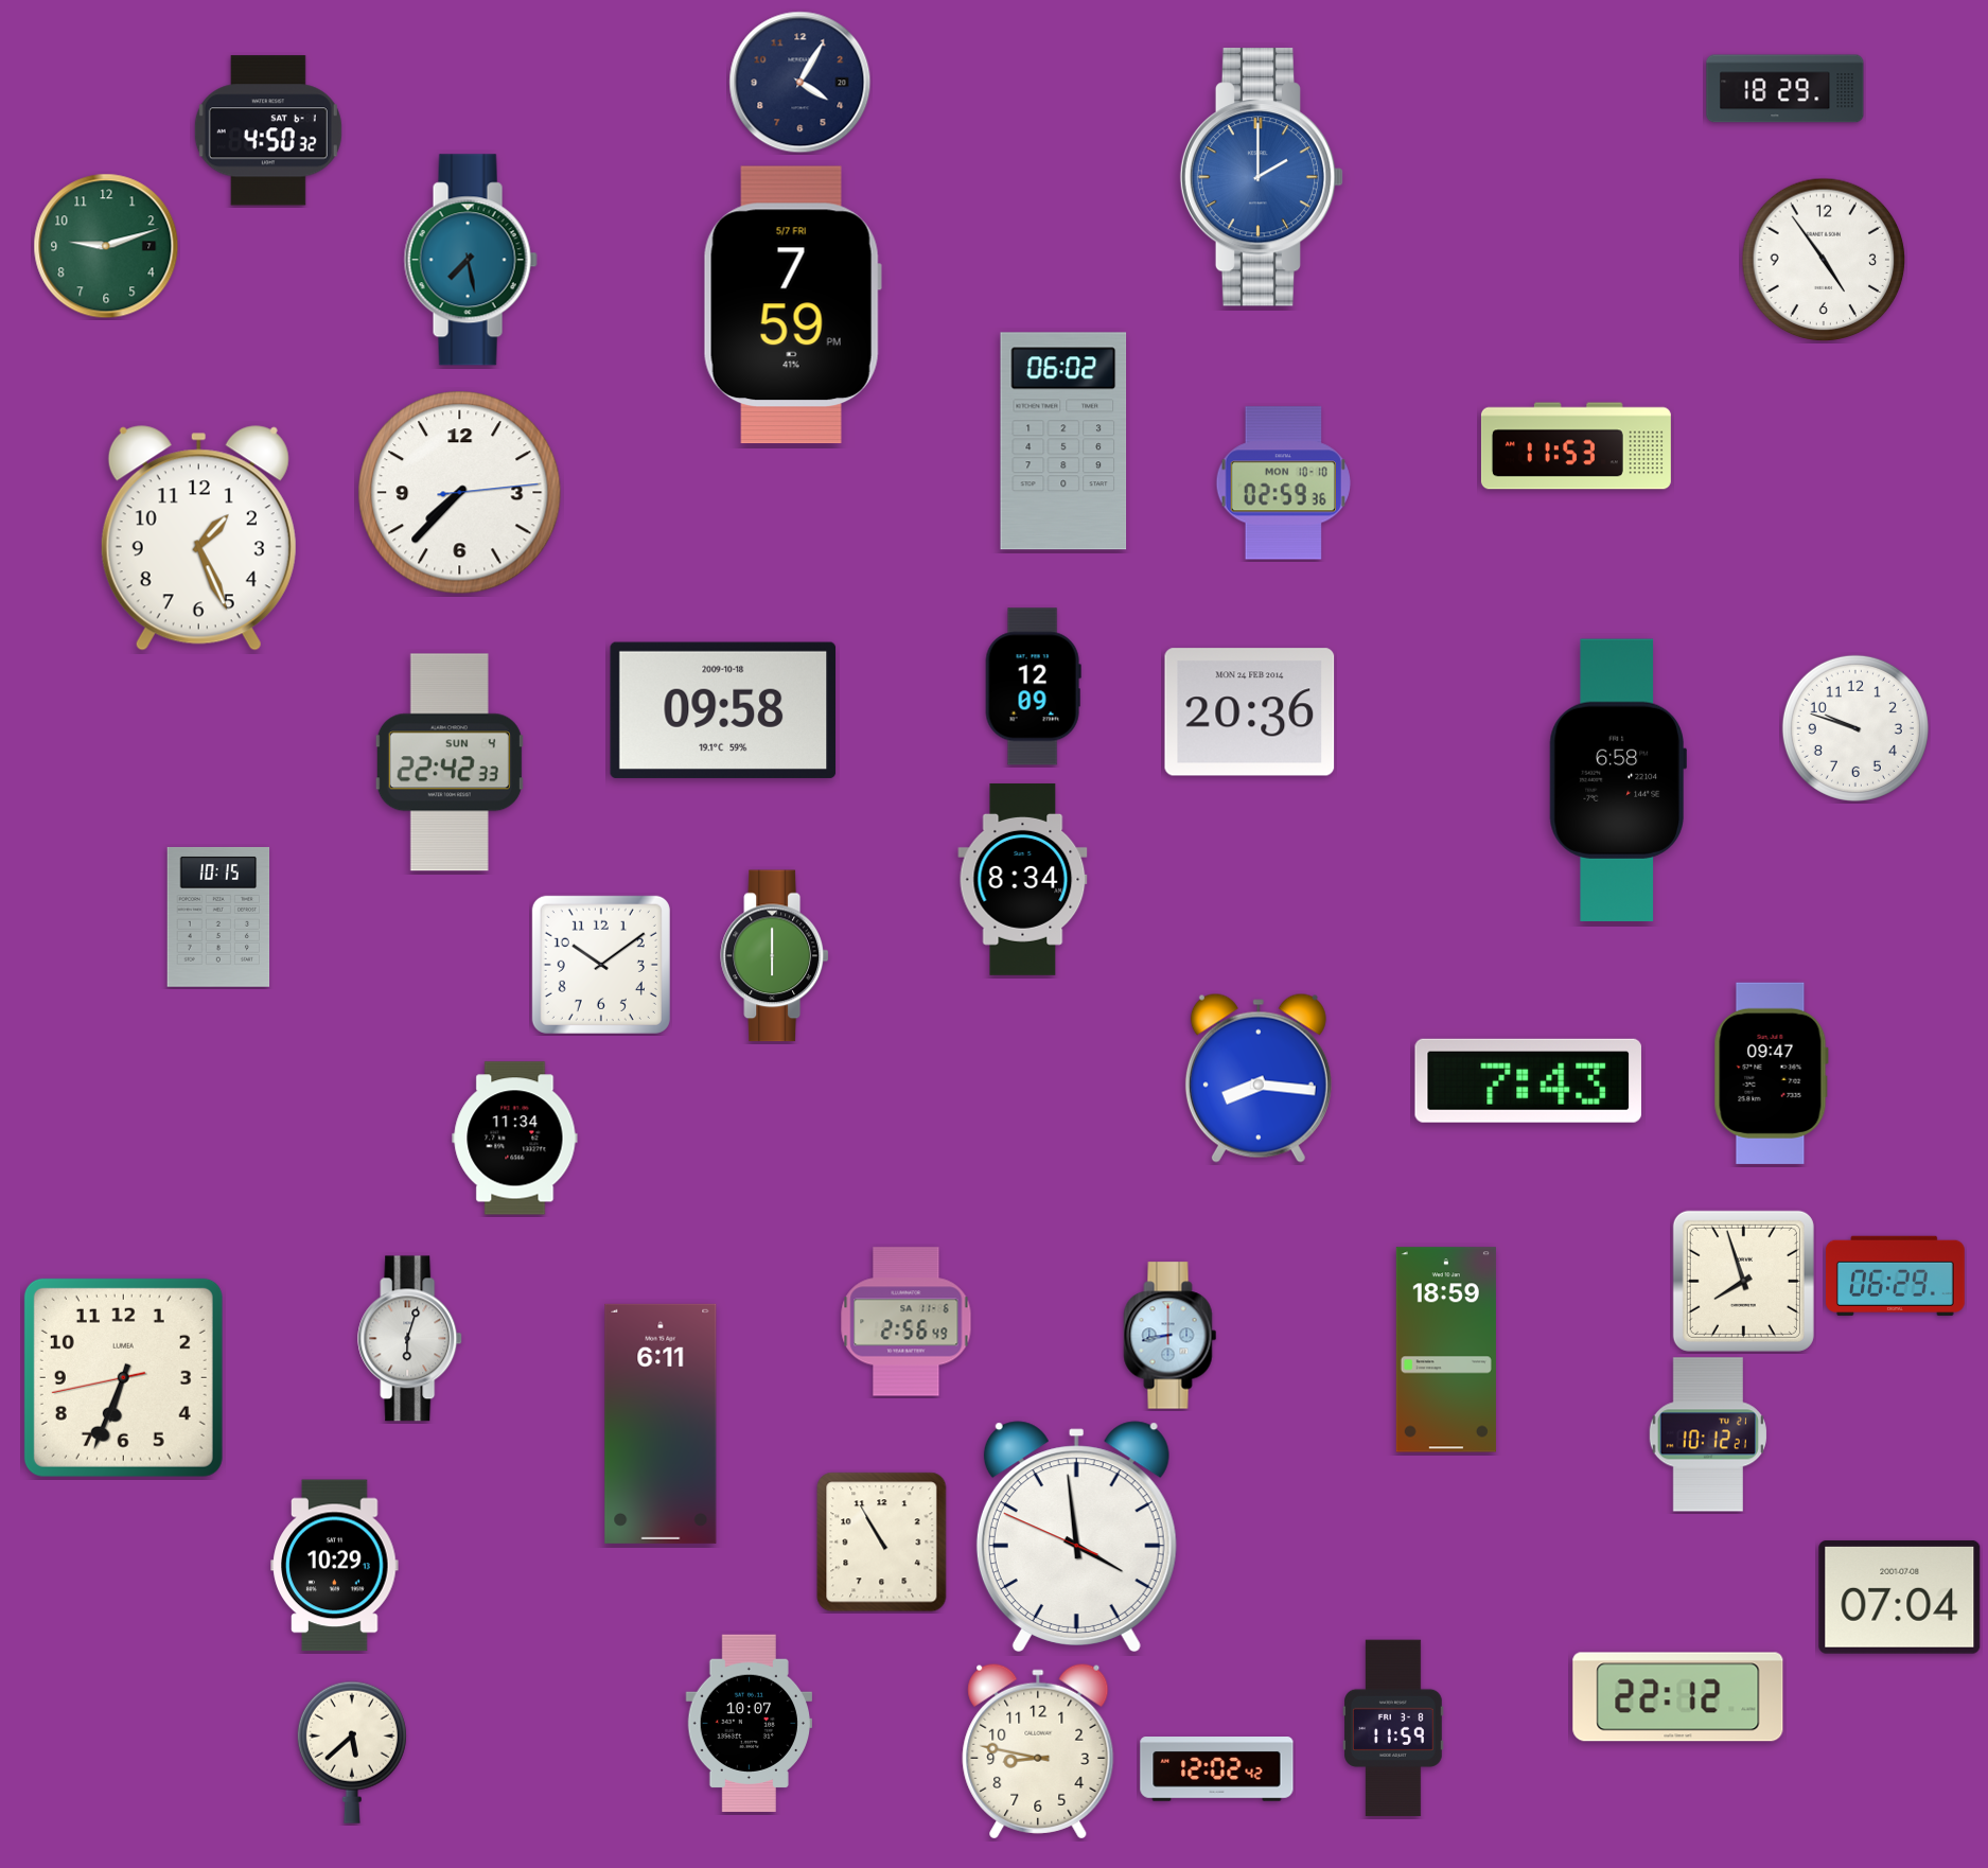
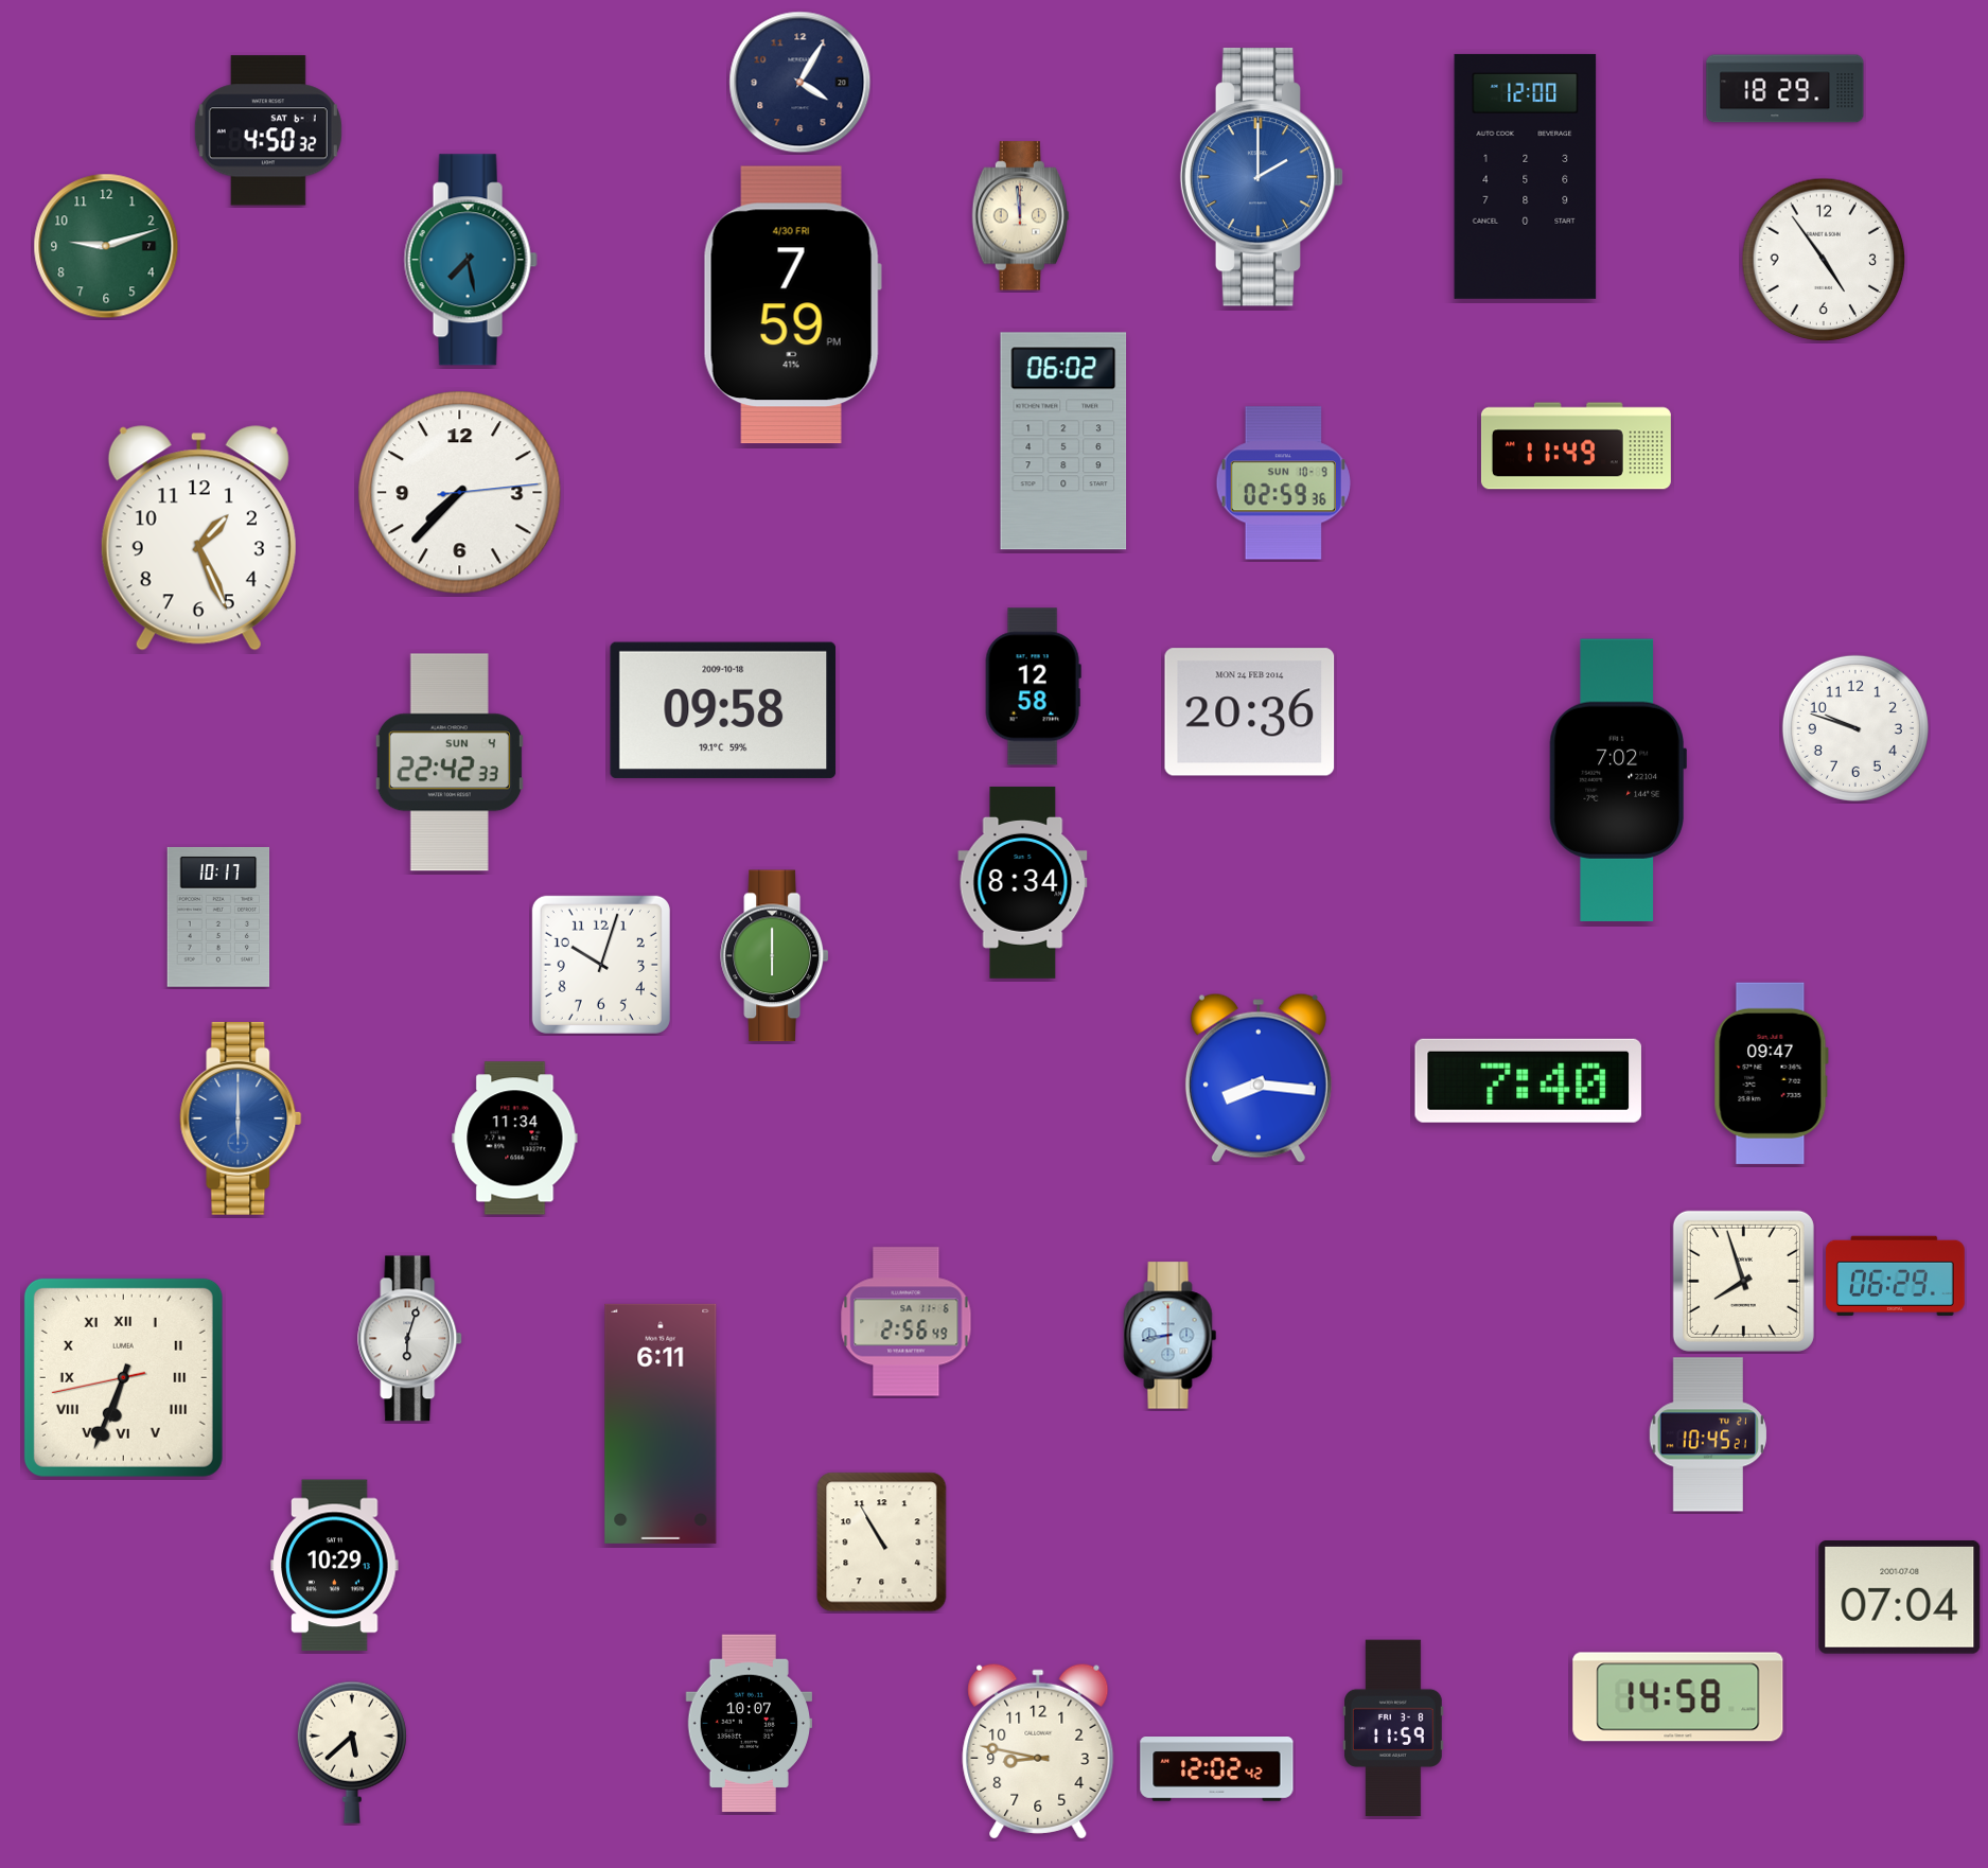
clock at (1526, 176): none -> 12:00
clock at (1020, 216): none -> 11:59
clock at (792, 305) date: 5/7 FRI -> 4/30 FRI
clock at (1576, 446): 11:53 -> 11:49
clock at (1283, 483) date: MON 10-10 -> SUN 10-9
clock at (1033, 687): 12:09 -> 12:58
clock at (1618, 779): 6:58 -> 7:02
clock at (1023, 879) position: (1023, 879) -> (1023, 882)
clock at (218, 917): 10:15 -> 10:17
clock at (601, 965): 10:09 -> 10:03
clock at (1528, 1080): 7:43 -> 7:40
clock at (241, 1118): none -> 6:00
clock at (1446, 1350): 18:59 -> none
clock at (123, 1377) numerals: Arabic -> Roman
clock at (1707, 1434): 10:12 -> 10:45
clock at (1076, 1536): 3:58 -> none
clock at (1678, 1697): 22:12 -> 14:58
